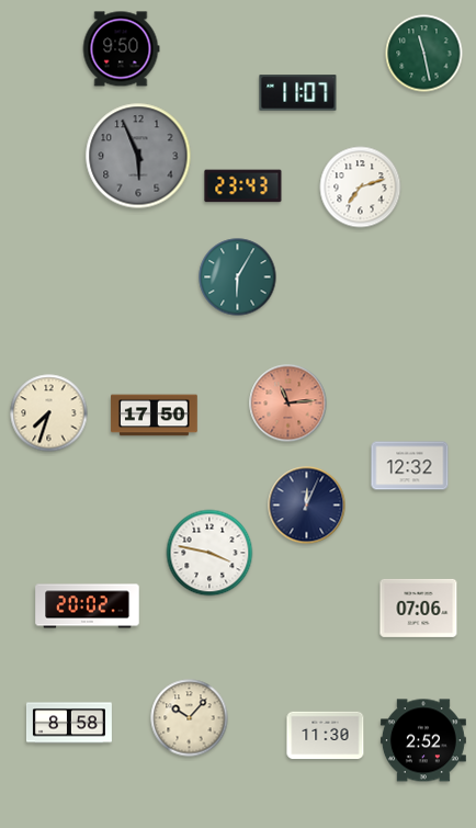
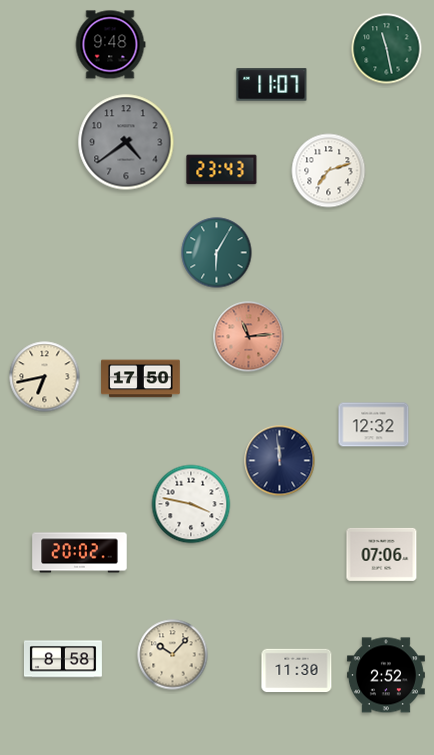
clock at (121, 49): 9:50 -> 9:48
clock at (138, 156): 5:56 -> 4:39
clock at (288, 404) position: (288, 404) -> (249, 337)
clock at (49, 413): 7:33 -> 6:43
clock at (307, 506): 12:04 -> 11:59
